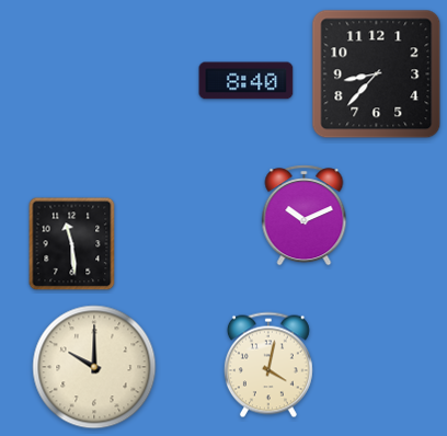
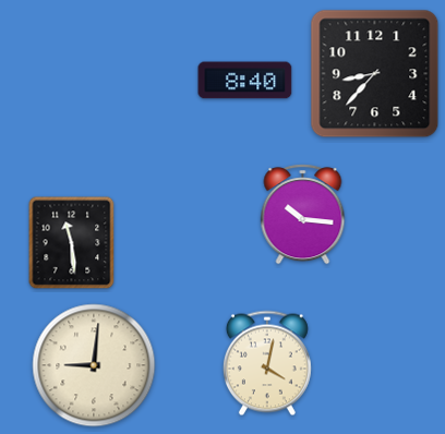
clock at (305, 216): 10:11 -> 10:16
clock at (94, 367): 10:00 -> 9:01
